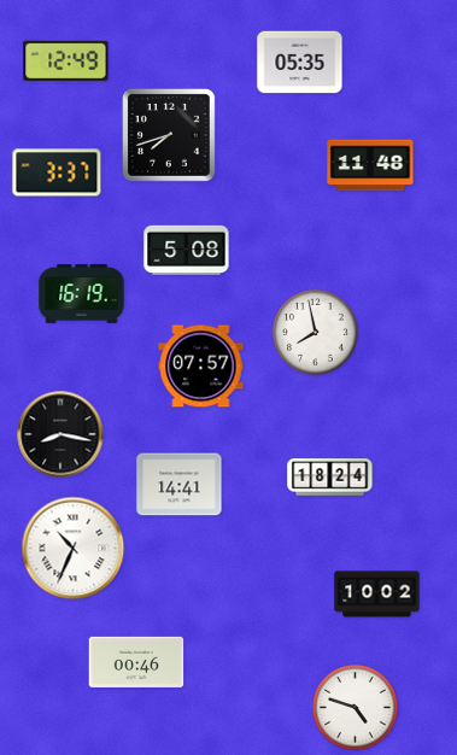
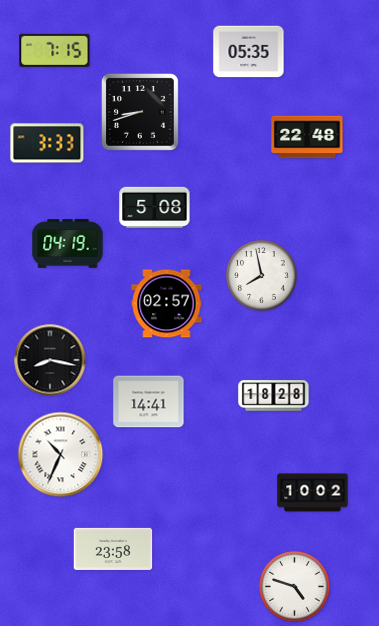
clock at (66, 60): 12:49 -> 7:15
clock at (170, 136): 7:42 -> 8:42
clock at (370, 165): 11:48 -> 22:48
clock at (57, 172): 3:37 -> 3:33
clock at (82, 294): 16:19 -> 04:19
clock at (201, 367): 07:57 -> 02:57
clock at (330, 478): 18:24 -> 18:28
clock at (136, 662): 00:46 -> 23:58
